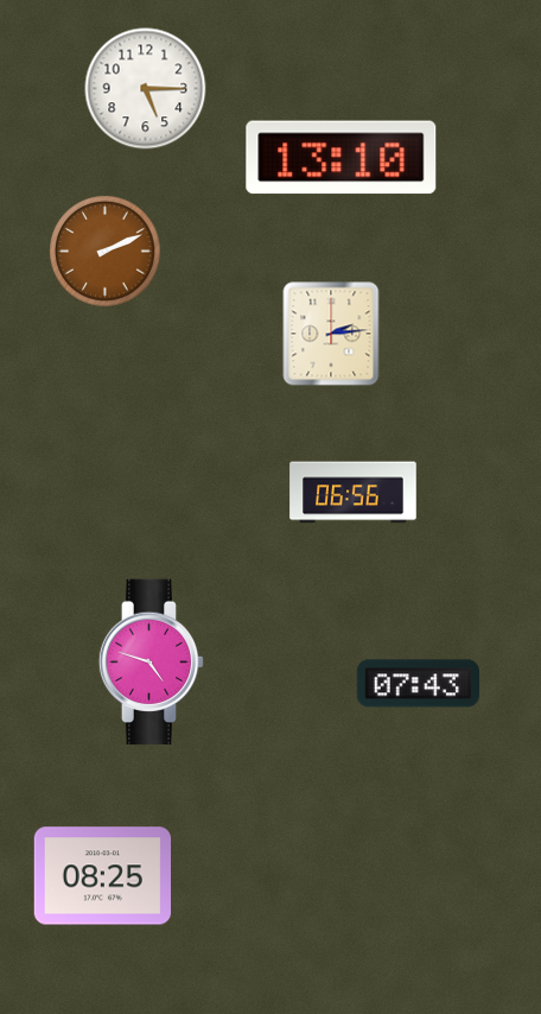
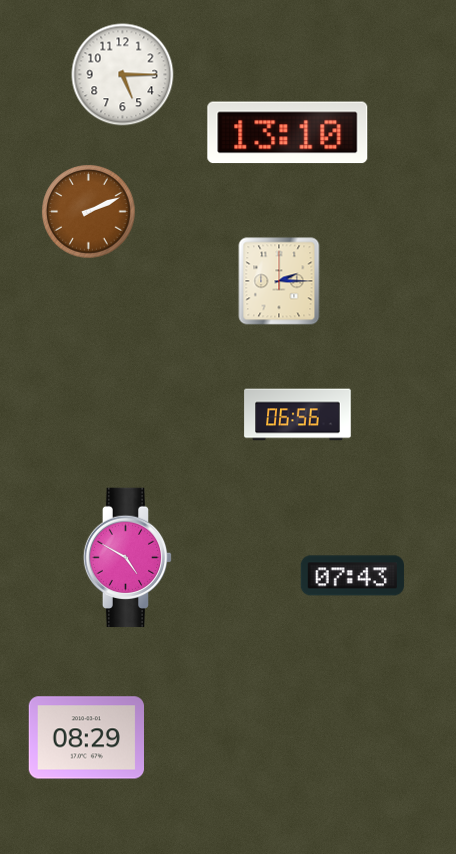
clock at (331, 334): 2:14 -> 2:15
clock at (152, 663): 4:48 -> 4:50
clock at (102, 876): 08:25 -> 08:29
